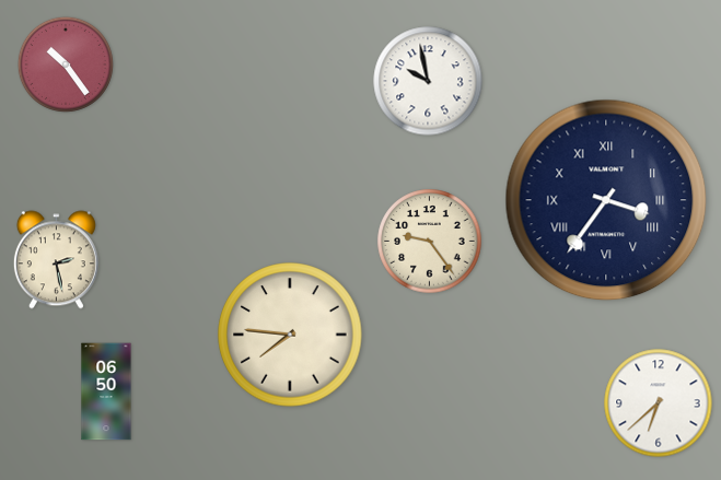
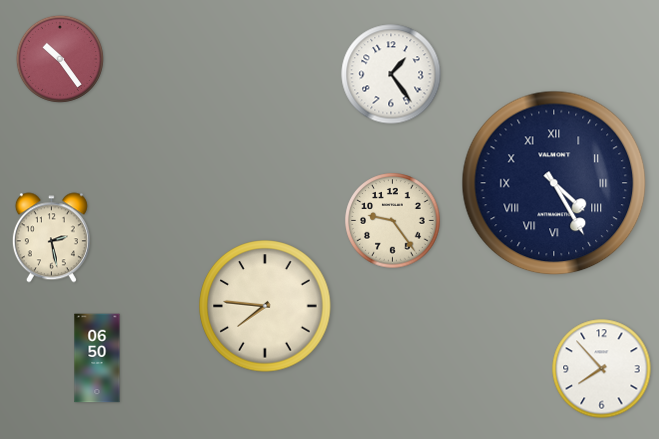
clock at (428, 81): 9:58 -> 1:24
clock at (606, 200): 3:36 -> 4:25
clock at (659, 403): 6:38 -> 7:53
